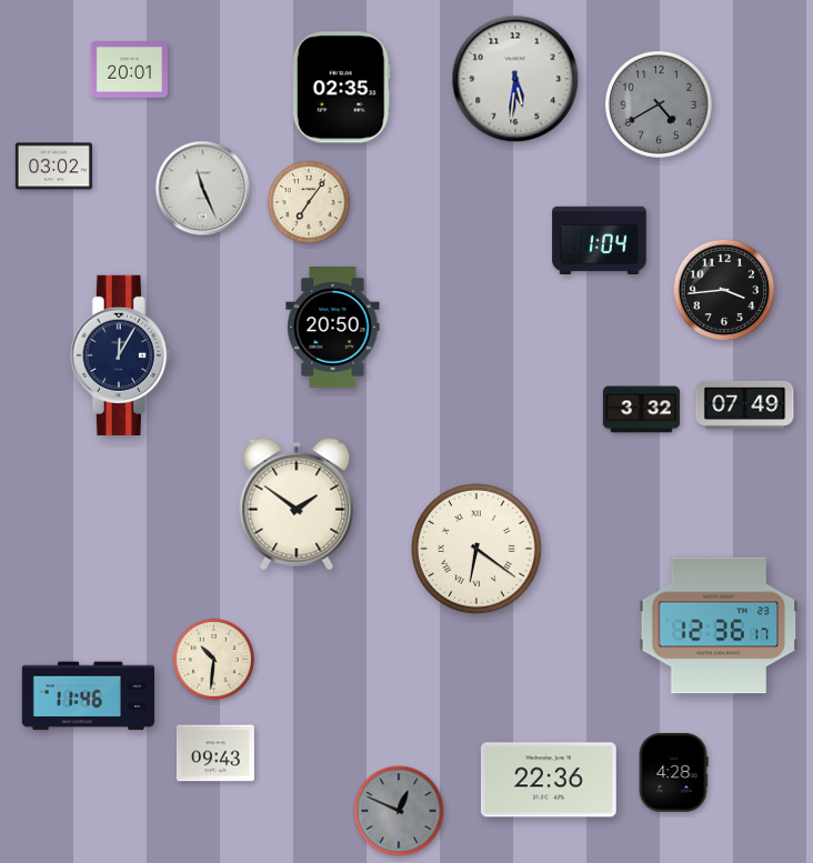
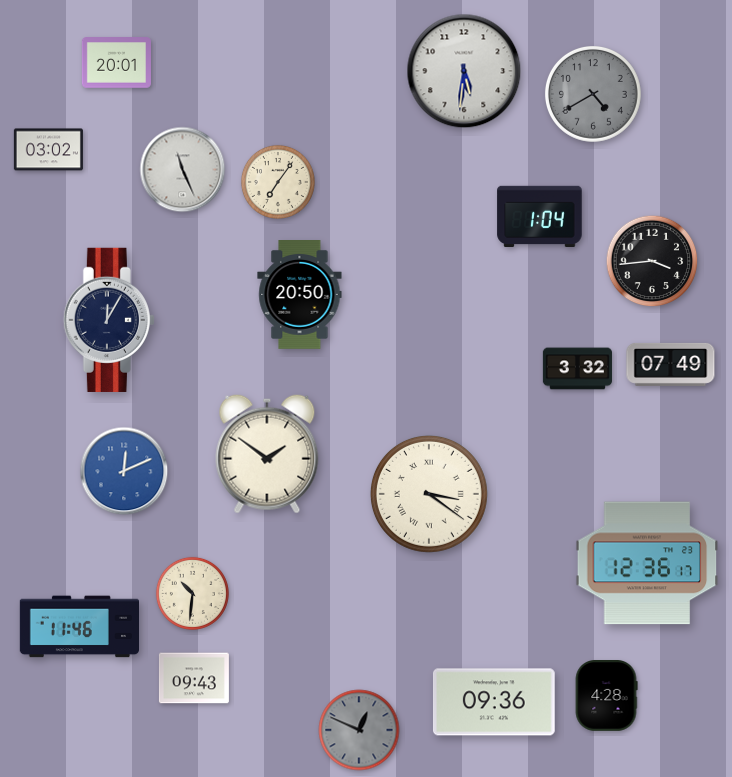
clock at (341, 88): 02:35 -> none
clock at (124, 471): none -> 12:11
clock at (476, 549): 6:21 -> 3:21
clock at (549, 780): 22:36 -> 09:36
